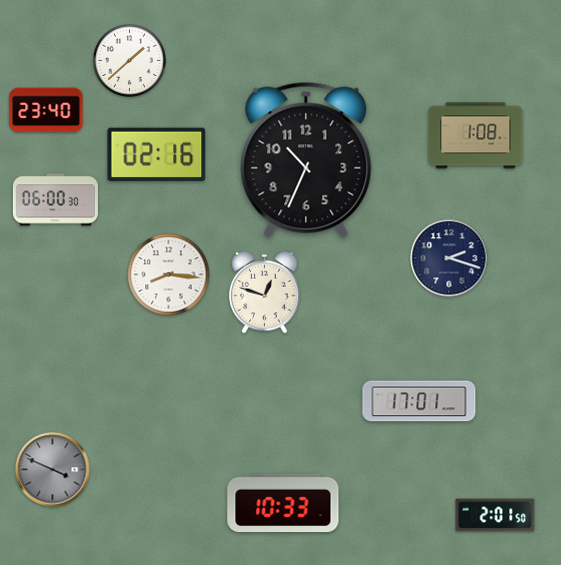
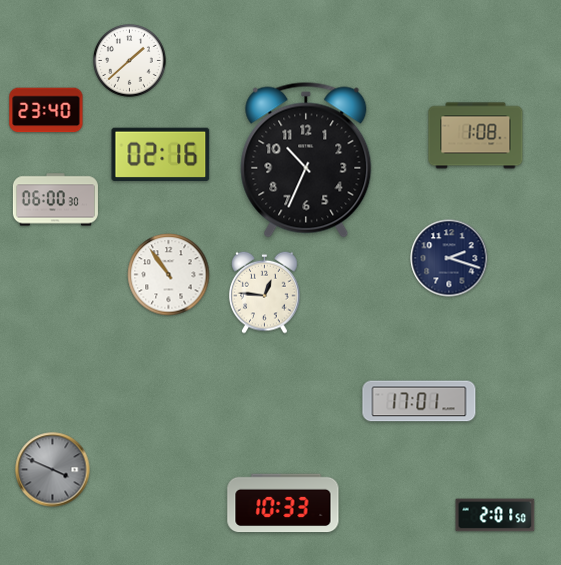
clock at (157, 154) position: (157, 154) -> (161, 154)
clock at (169, 275): 8:16 -> 10:54
clock at (265, 292): 12:48 -> 12:46
